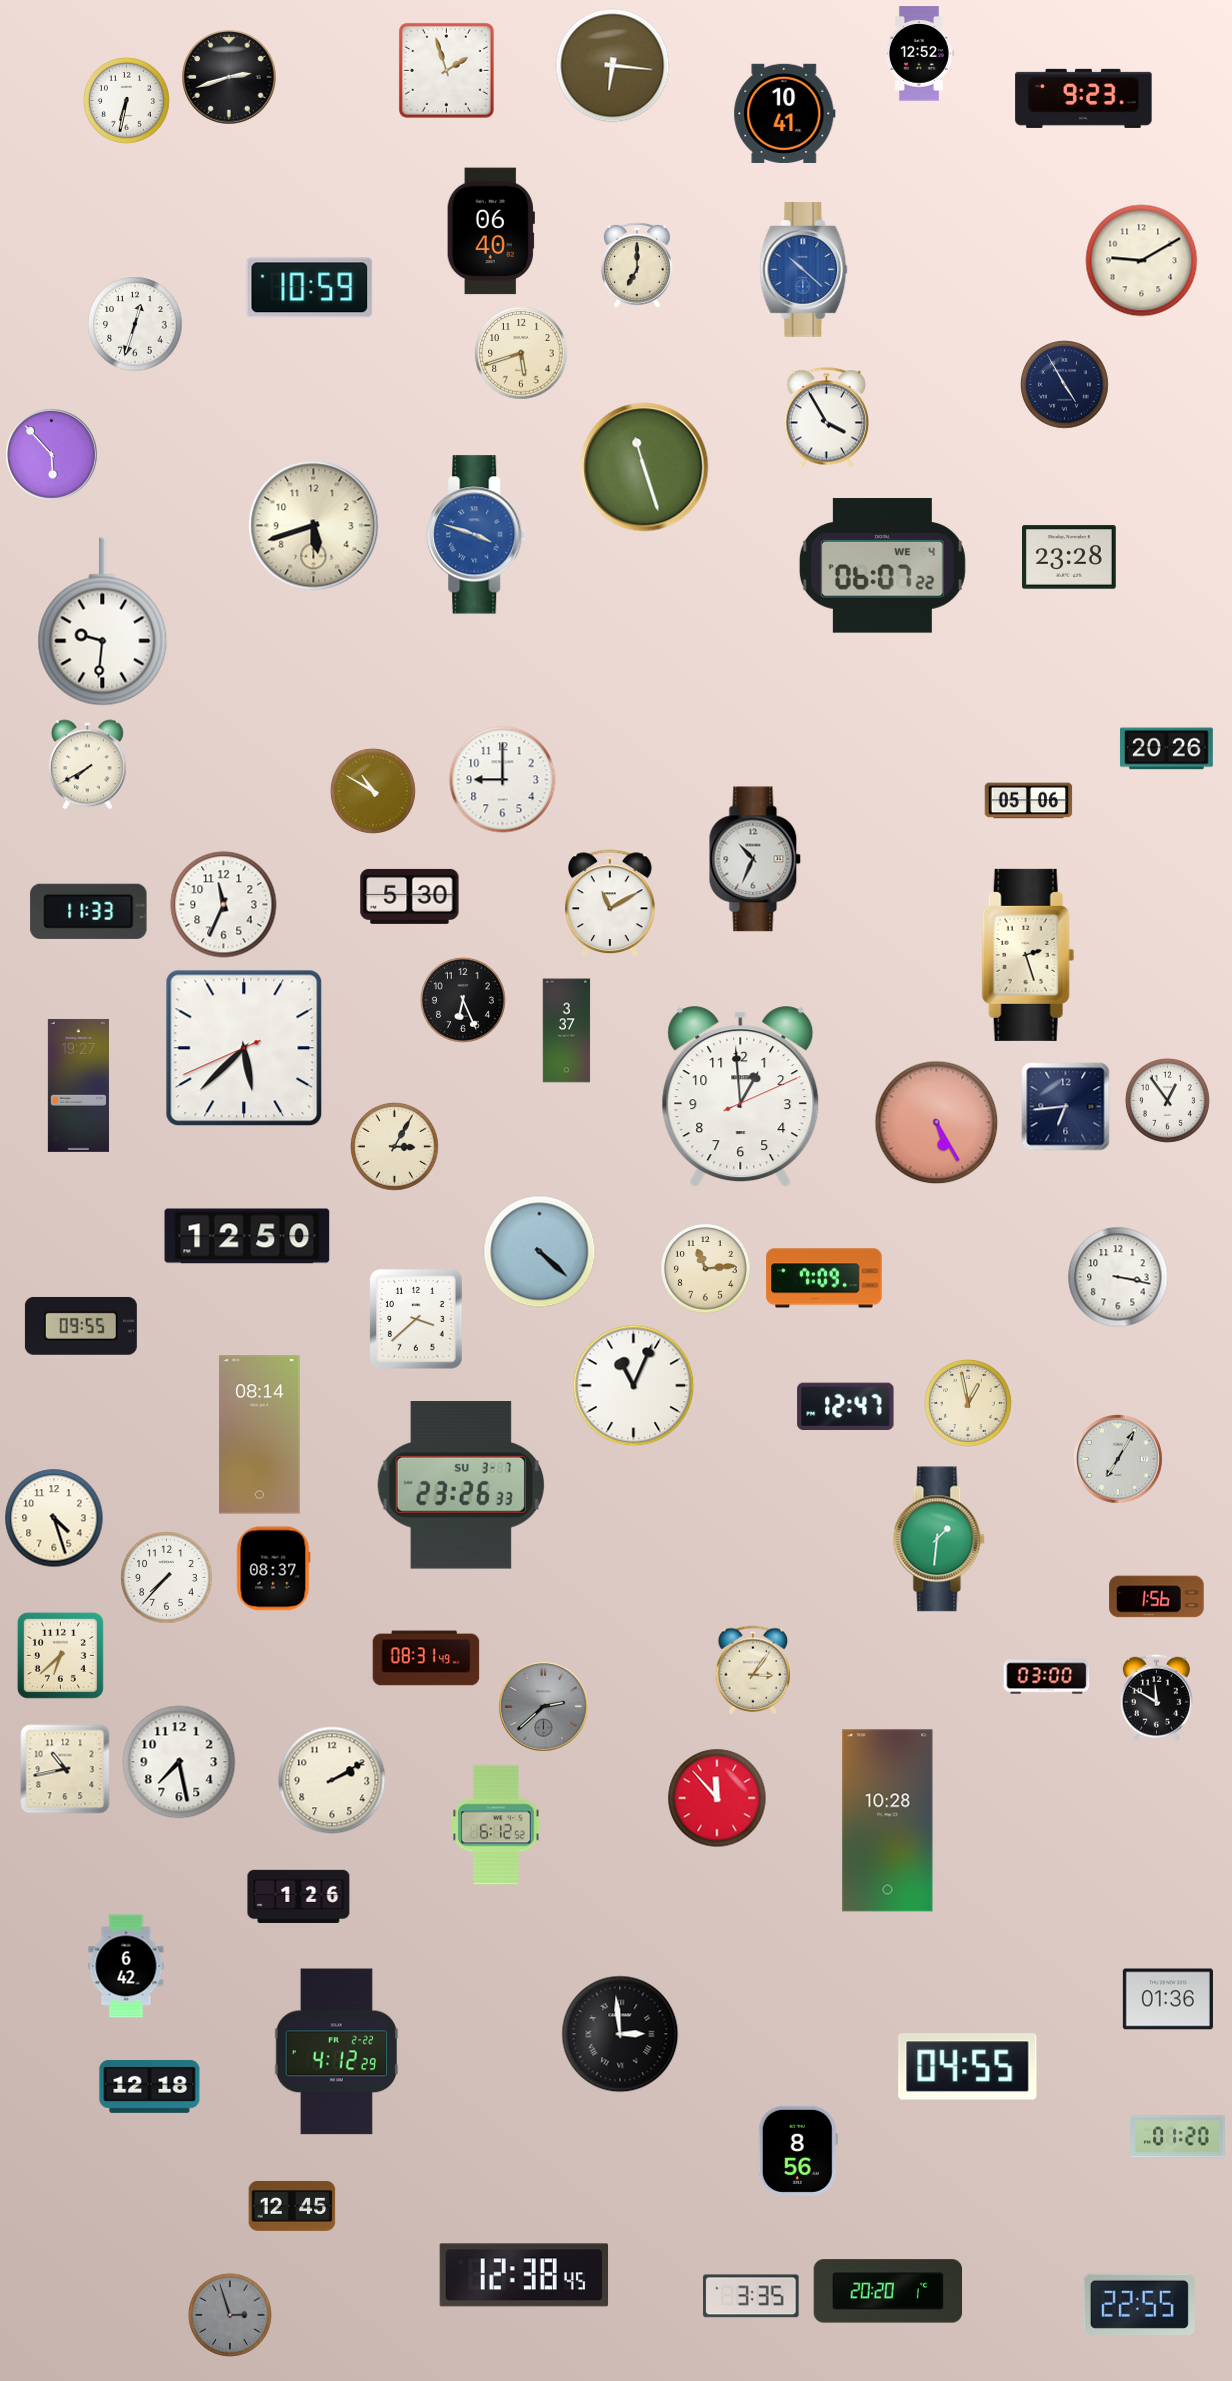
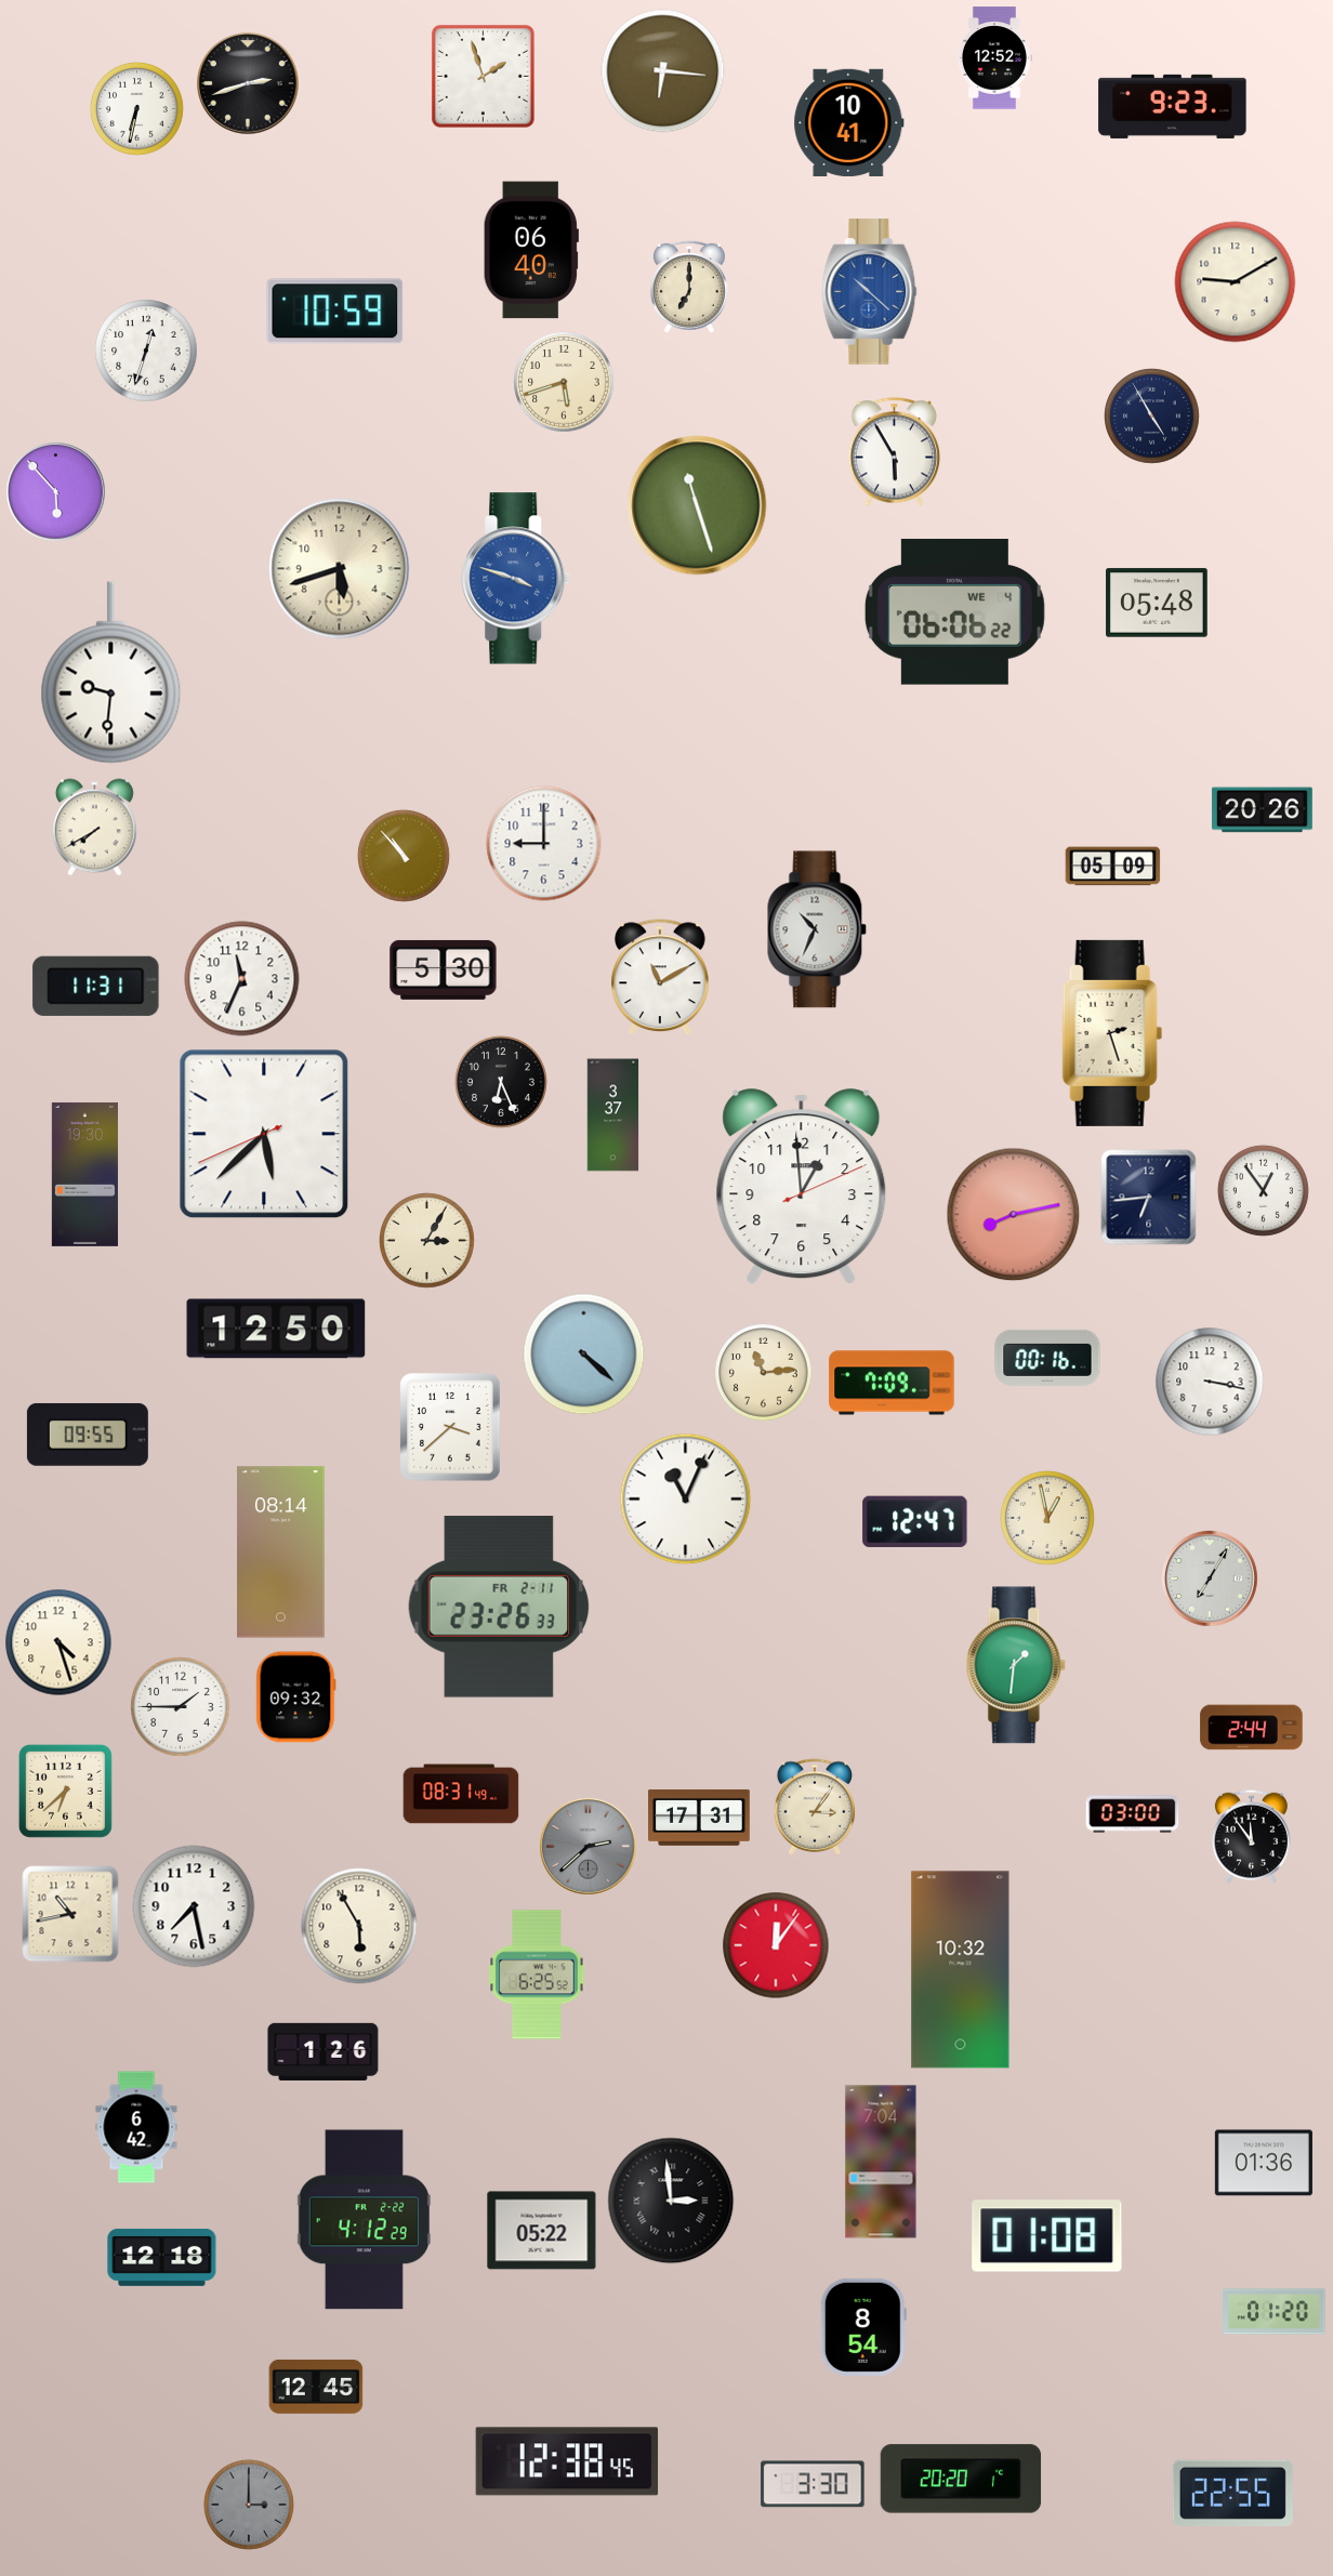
clock at (827, 418): 3:55 -> 5:55
clock at (1069, 557): 23:28 -> 05:48
clock at (882, 566): 06:07 -> 06:06
clock at (373, 791): 10:50 -> 10:53
clock at (1029, 801): 05:06 -> 05:09
clock at (89, 911): 11:33 -> 11:31
clock at (78, 1085): 19:27 -> 19:30
clock at (1066, 1107) position: (1066, 1107) -> (1149, 1198)
clock at (937, 1123): 5:25 -> 8:13
clock at (247, 1236) position: (247, 1236) -> (276, 1329)
clock at (1047, 1358): none -> 00:16
clock at (460, 1485) date: SU 3-7 -> FR 2-11
clock at (274, 1569): 08:37 -> 09:32
clock at (167, 1578): 7:37 -> 1:45
clock at (1157, 1597): 1:56 -> 2:44
clock at (699, 1818): none -> 17:31
clock at (1156, 1697): 11:50 -> 11:54
clock at (332, 1780): 2:10 -> 5:55
clock at (717, 1798): 11:53 -> 12:06
clock at (888, 1821): 10:28 -> 10:32
clock at (496, 1825): 6:12 -> 6:25
clock at (881, 2162): none -> 7:04
clock at (542, 2231): none -> 05:22
clock at (968, 2067): 04:55 -> 01:08
clock at (798, 2151): 8:56 -> 8:54
clock at (751, 2296): 3:35 -> 3:30
clock at (230, 2315): 2:57 -> 3:00
